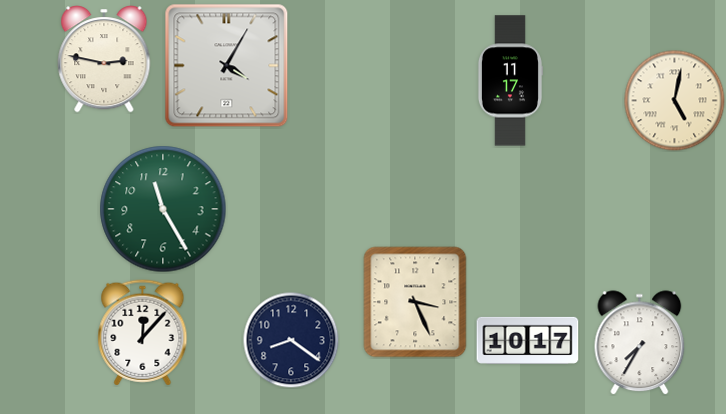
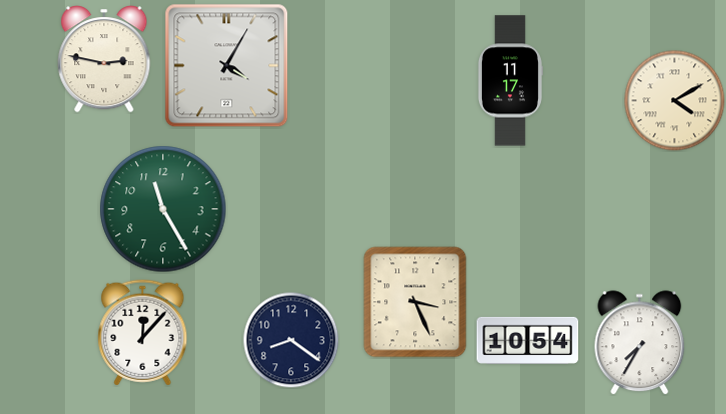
clock at (675, 101): 5:02 -> 4:10
clock at (528, 340): 10:17 -> 10:54
